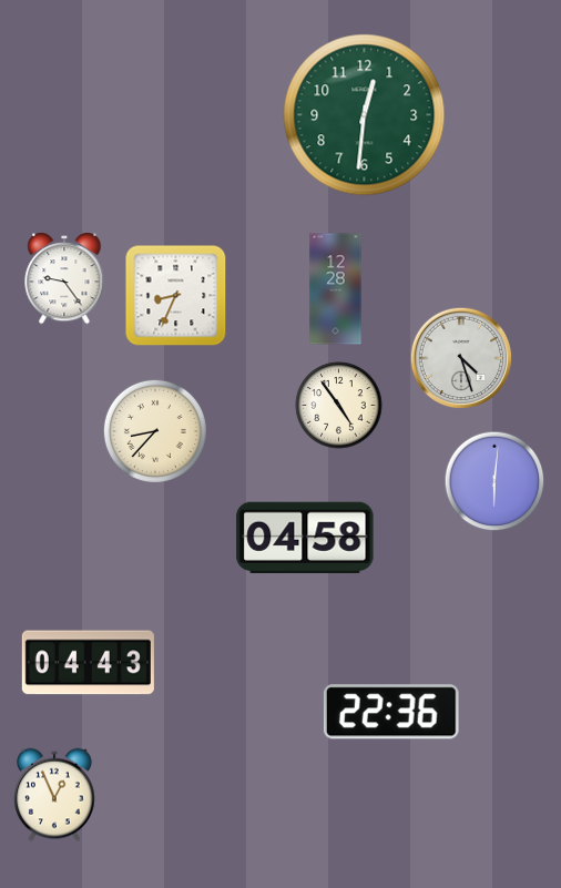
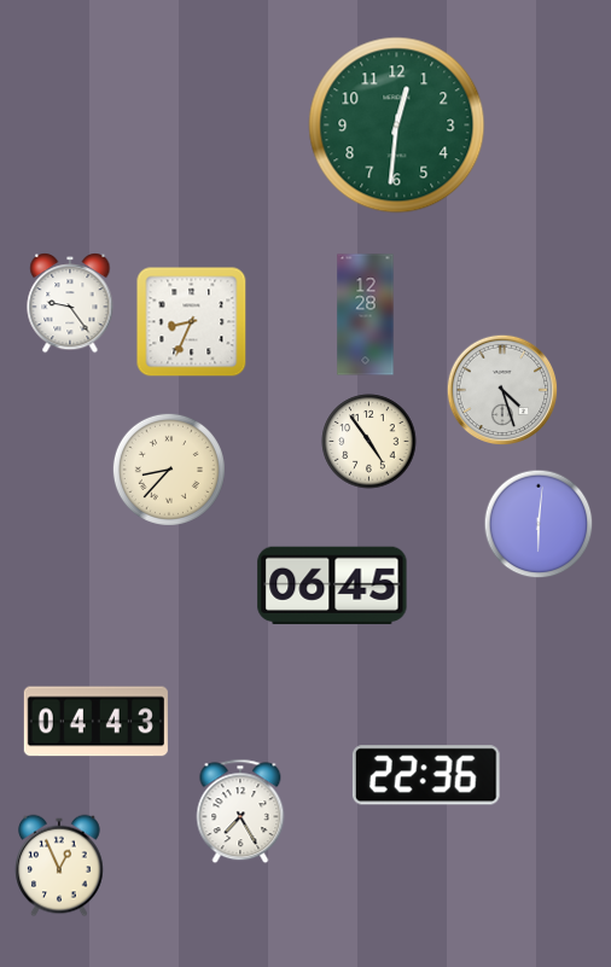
clock at (305, 537): 04:58 -> 06:45
clock at (240, 811): none -> 7:25
